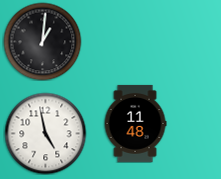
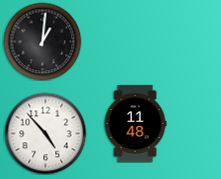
clock at (45, 133): 4:58 -> 4:53
